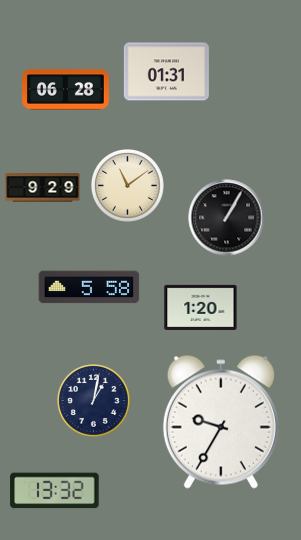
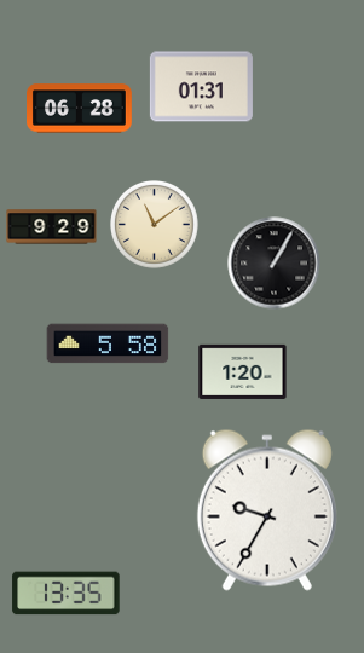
clock at (89, 287) position: (89, 287) -> (108, 343)
clock at (94, 401): 1:02 -> none
clock at (55, 491): 13:32 -> 13:35
